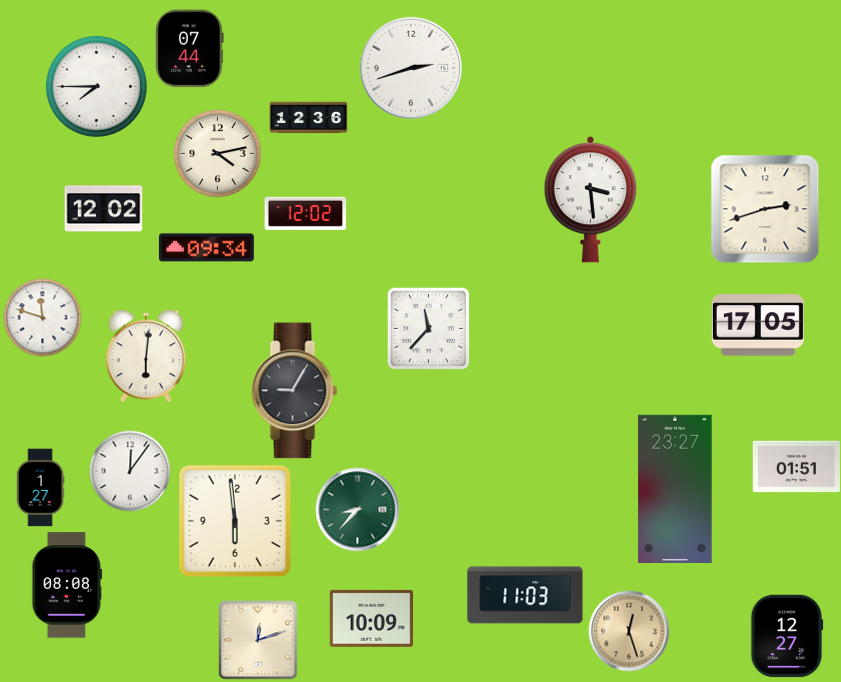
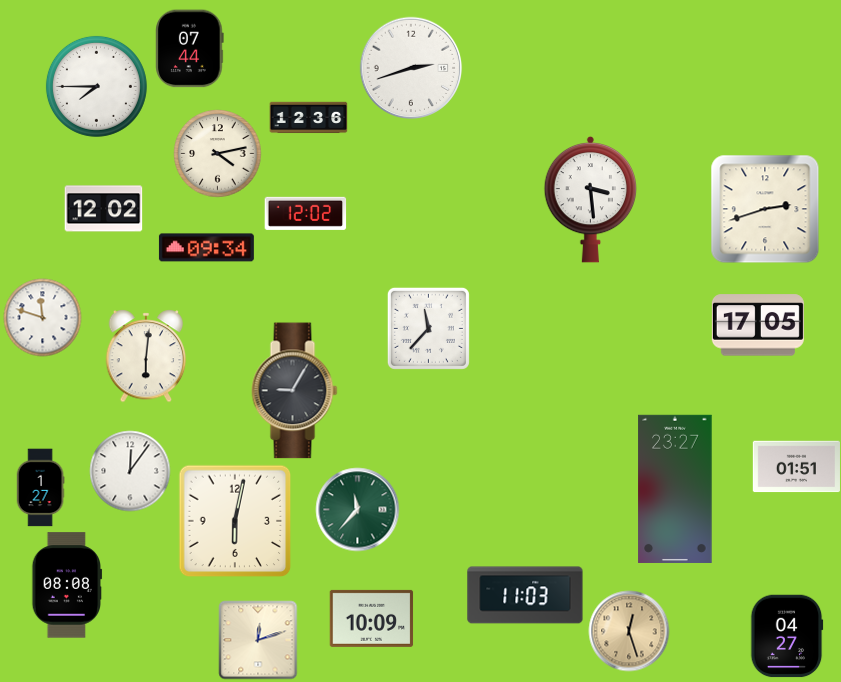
clock at (357, 509): 8:37 -> 11:37
clock at (235, 521): 5:59 -> 6:02
clock at (787, 636): 12:27 -> 04:27
